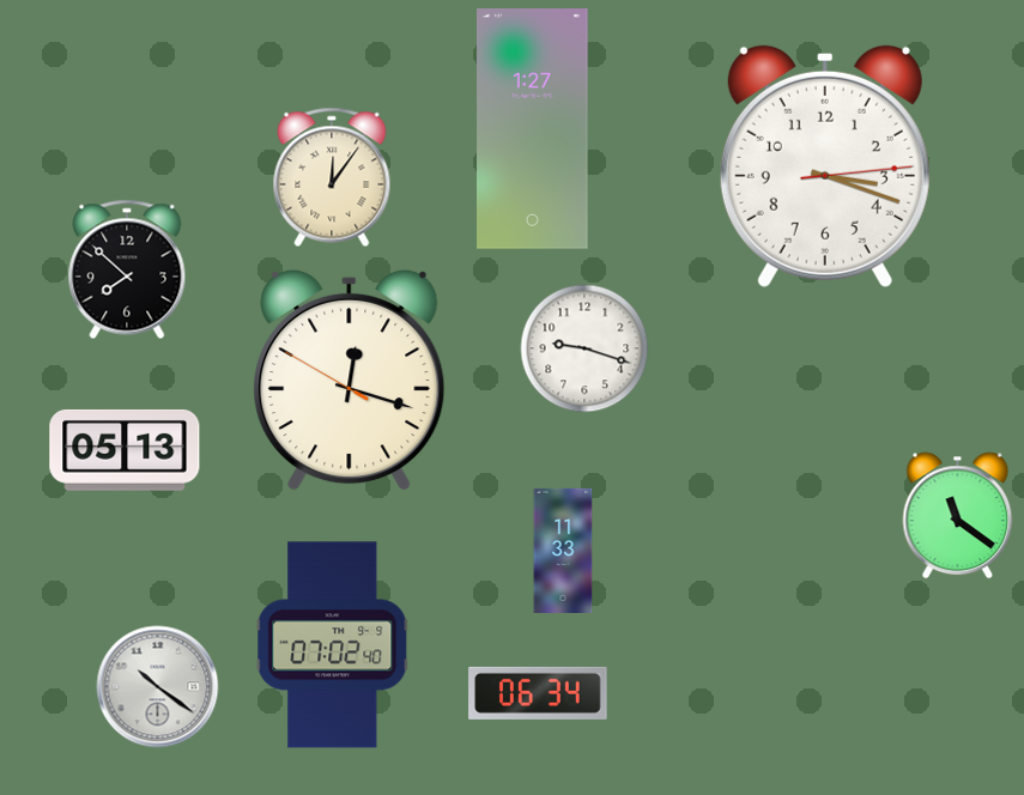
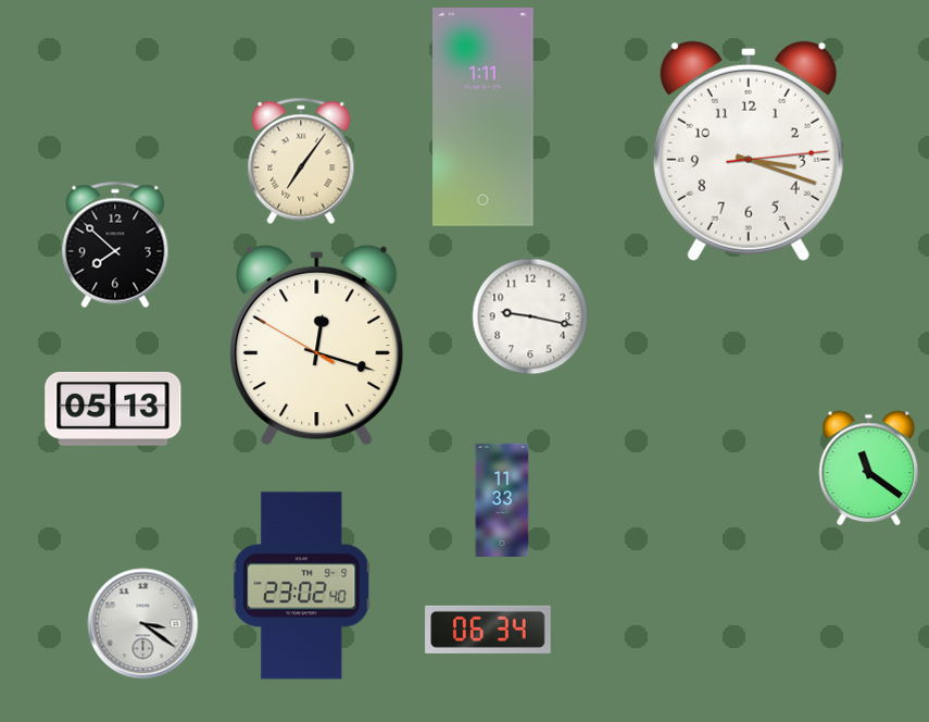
clock at (533, 129): 1:27 -> 1:11
clock at (332, 177): 12:06 -> 7:06
clock at (584, 348): 9:18 -> 9:17
clock at (563, 550) position: (563, 550) -> (502, 499)
clock at (333, 645): 07:02 -> 23:02
clock at (158, 687): 10:21 -> 3:21
